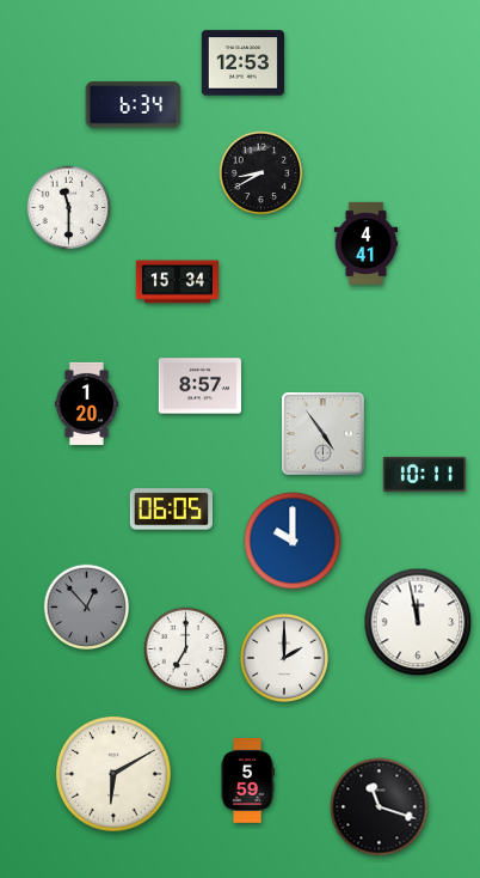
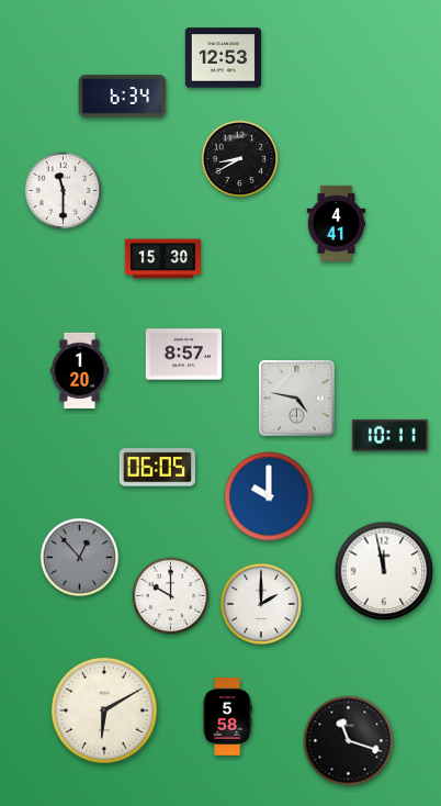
clock at (177, 282): 15:34 -> 15:30
clock at (324, 434): 4:54 -> 4:47
clock at (186, 650): 7:00 -> 10:00
clock at (247, 781): 5:59 -> 5:58
